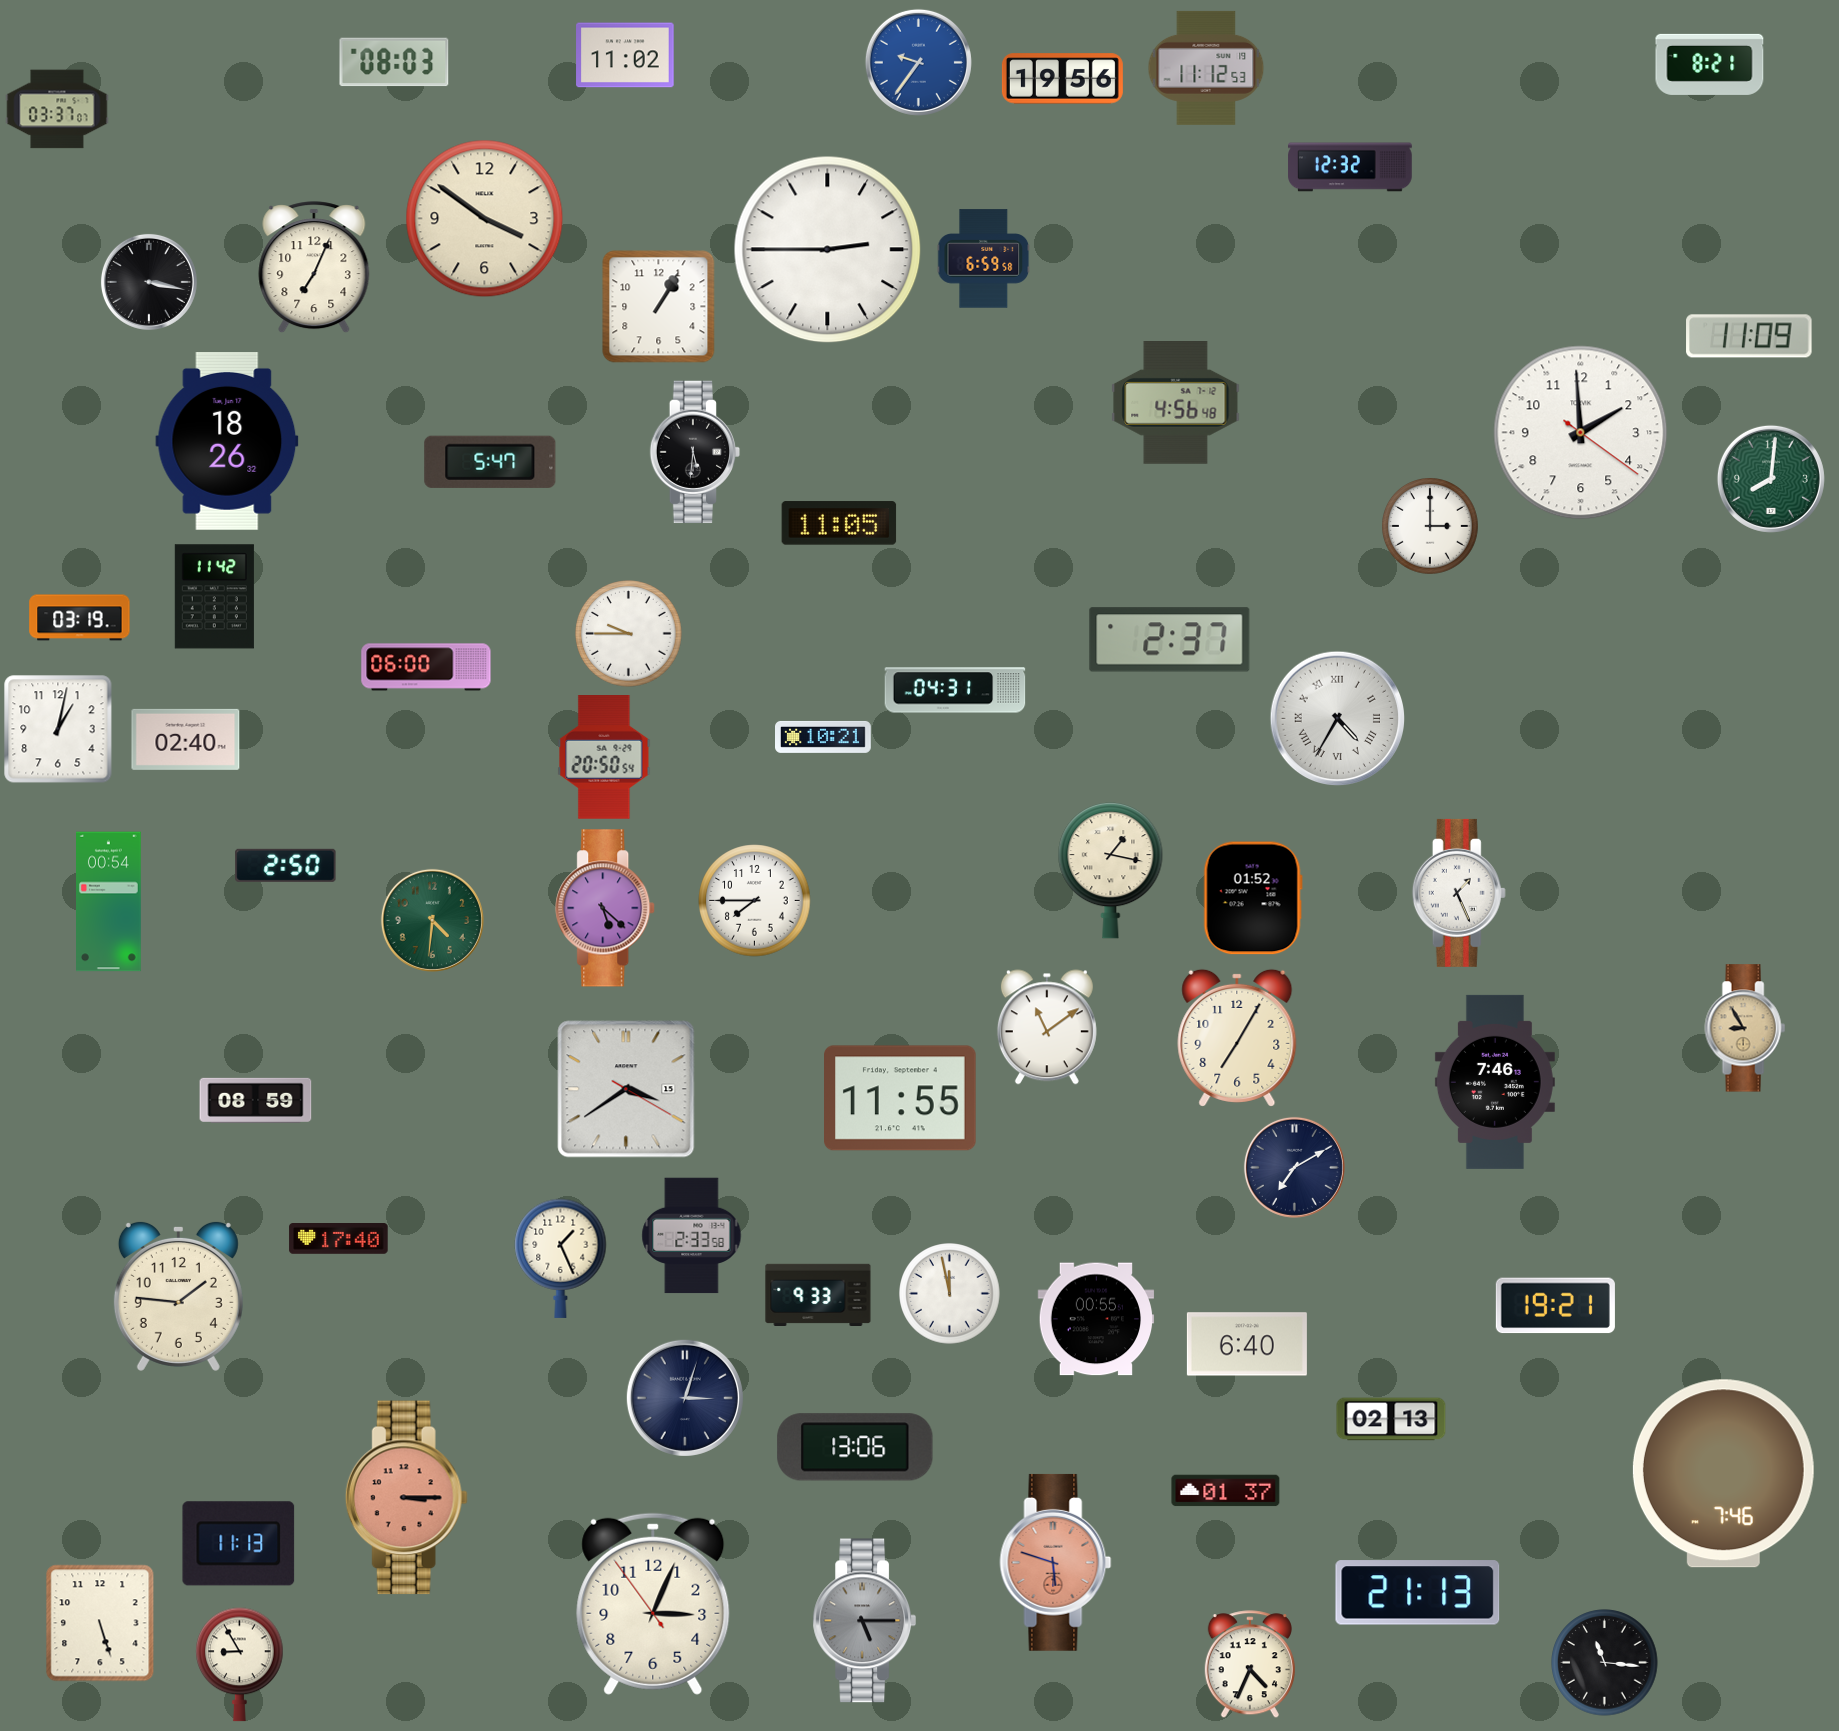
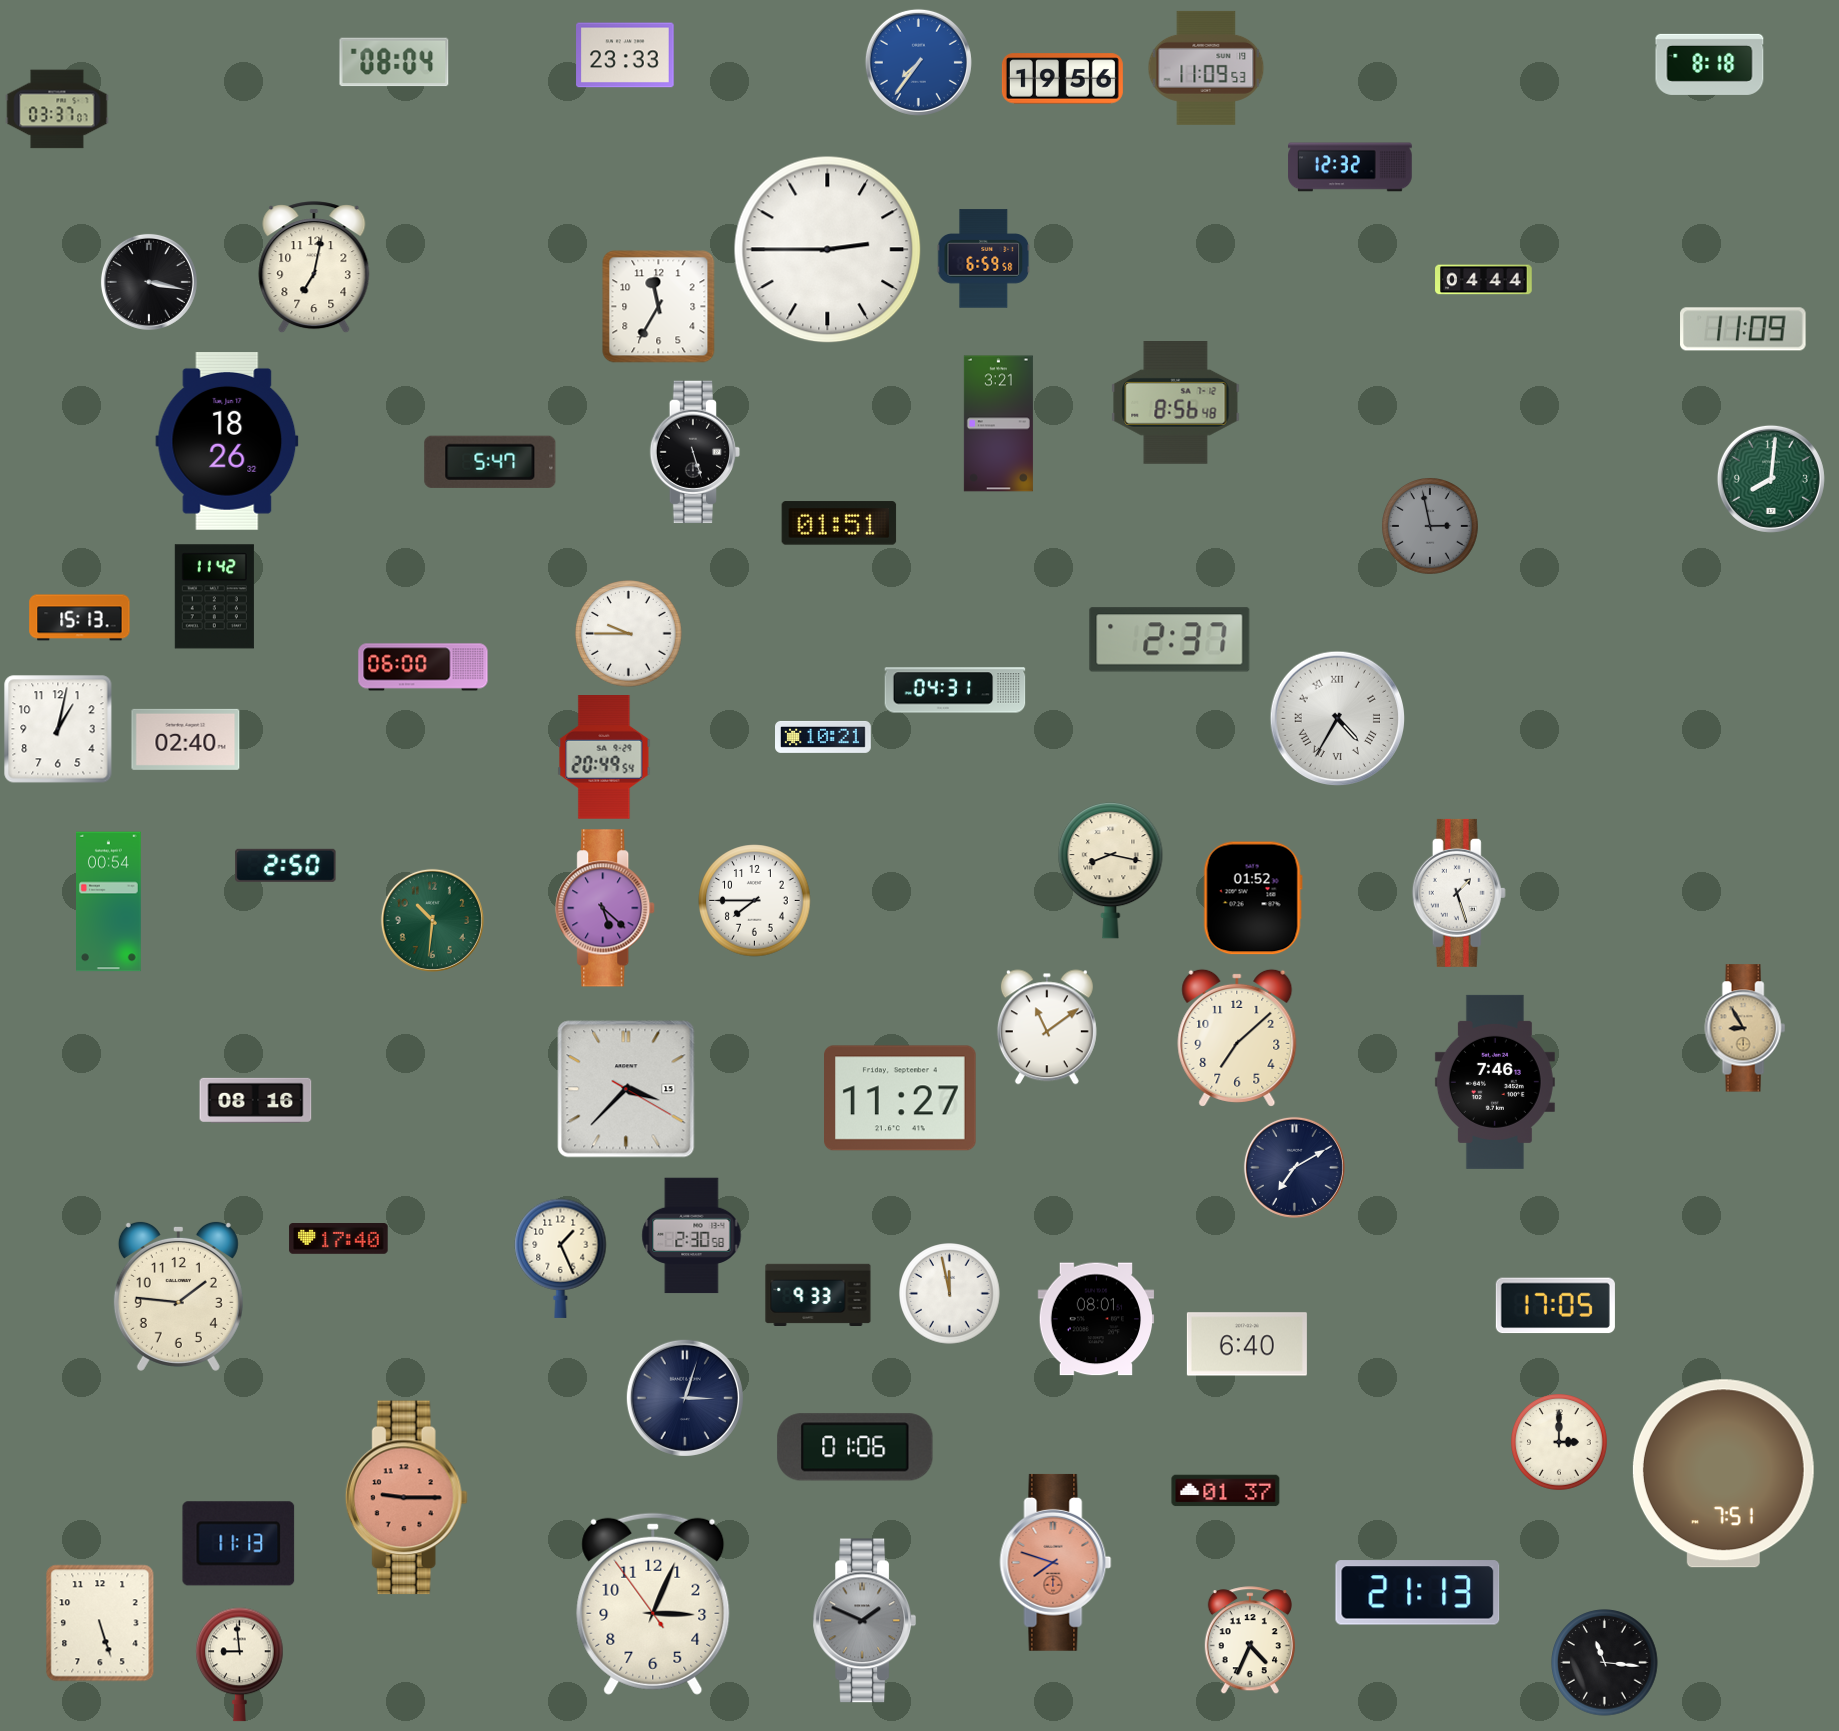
clock at (625, 55): 11:02 -> 23:33
clock at (394, 62): 08:03 -> 08:04
clock at (918, 62): 9:36 -> 7:36
clock at (1710, 64): 8:21 -> 8:18
clock at (1206, 68): 11:12 -> 11:09
clock at (485, 219): 3:51 -> none
clock at (314, 268): 7:04 -> 7:02
clock at (1484, 280): none -> 04:44
clock at (659, 307): 1:05 -> 11:35
clock at (1749, 336) position: (1749, 336) -> (1743, 329)
clock at (1176, 403): 4:56 -> 8:56
clock at (998, 424): none -> 3:21
clock at (1581, 433): 1:59 -> none
clock at (695, 452): 5:31 -> 5:27
clock at (839, 523): 11:05 -> 01:51
clock at (1431, 527): 3:00 -> 2:58
clock at (1431, 527) dial: white -> grey
clock at (80, 618): 03:19 -> 15:13
clock at (426, 667) position: (426, 667) -> (423, 667)
clock at (604, 758): 20:50 -> 20:49
clock at (1111, 871): 1:17 -> 8:17
clock at (1459, 893): 1:26 -> 1:27
clock at (432, 920): 4:31 -> 10:31
clock at (1237, 1038): 7:05 -> 7:08
clock at (626, 1089): 3:39 -> 3:37
clock at (901, 1098): 11:55 -> 11:27
clock at (256, 1100): 08:59 -> 08:16
clock at (692, 1236): 2:33 -> 2:30
clock at (1555, 1306): 19:21 -> 17:05
clock at (1096, 1319): 00:55 -> 08:01
clock at (1391, 1419): 02:13 -> none
clock at (1560, 1443): none -> 3:00
clock at (855, 1447): 13:06 -> 01:06
clock at (1723, 1474): 7:46 -> 7:51
clock at (406, 1498): 3:15 -> 9:15
clock at (1056, 1562): 5:48 -> 7:48
clock at (864, 1621): 5:15 -> 1:49
clock at (240, 1665): 8:55 -> 8:59
clock at (1250, 1665) position: (1250, 1665) -> (1250, 1641)
